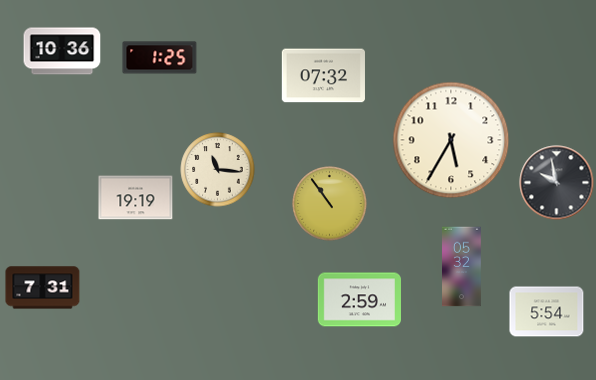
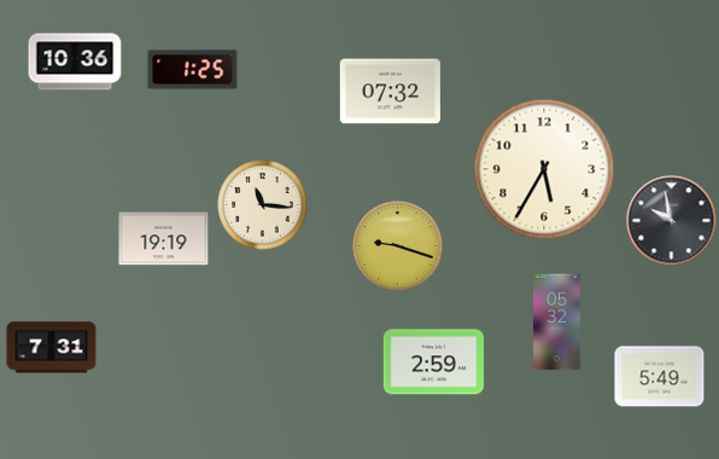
clock at (330, 204): 10:54 -> 9:18
clock at (547, 312): 5:54 -> 5:49
